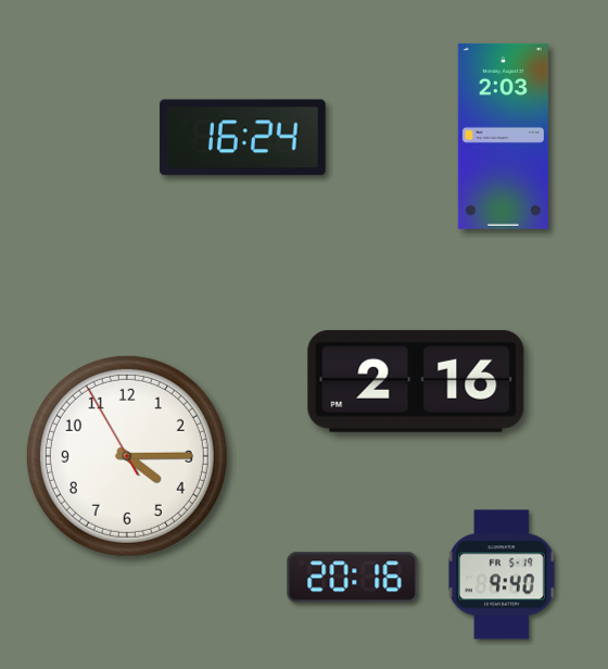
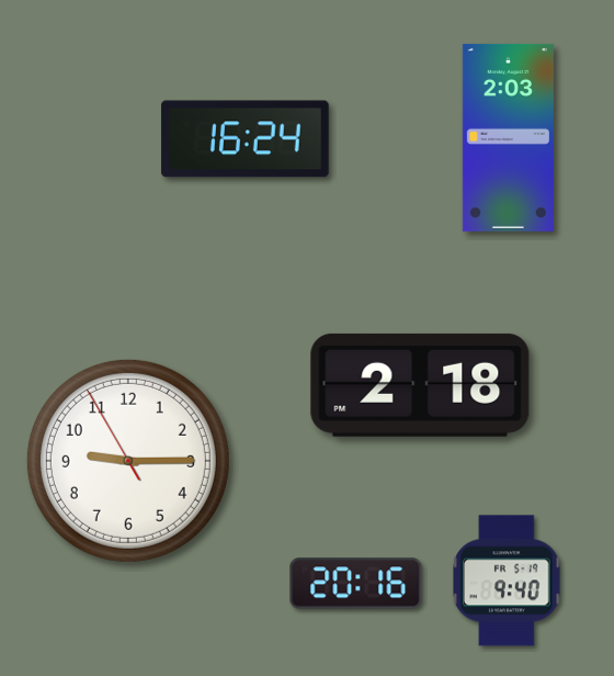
clock at (416, 381): 2:16 -> 2:18
clock at (127, 456): 4:14 -> 9:14
